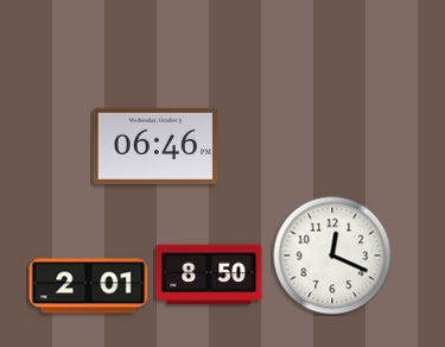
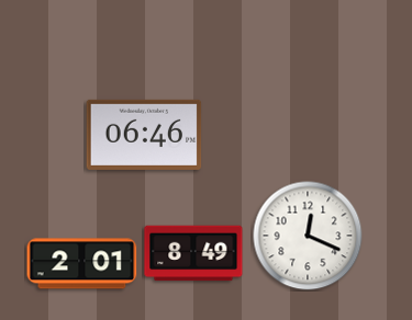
clock at (209, 275): 8:50 -> 8:49
